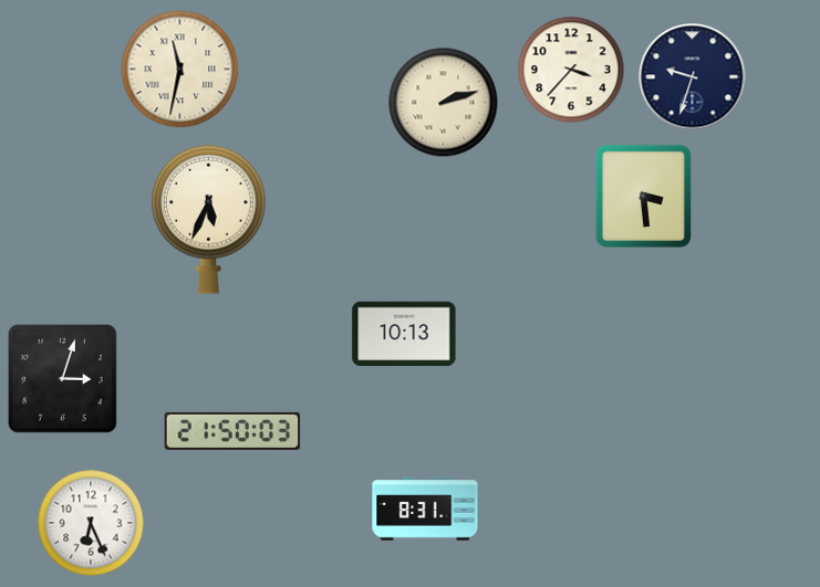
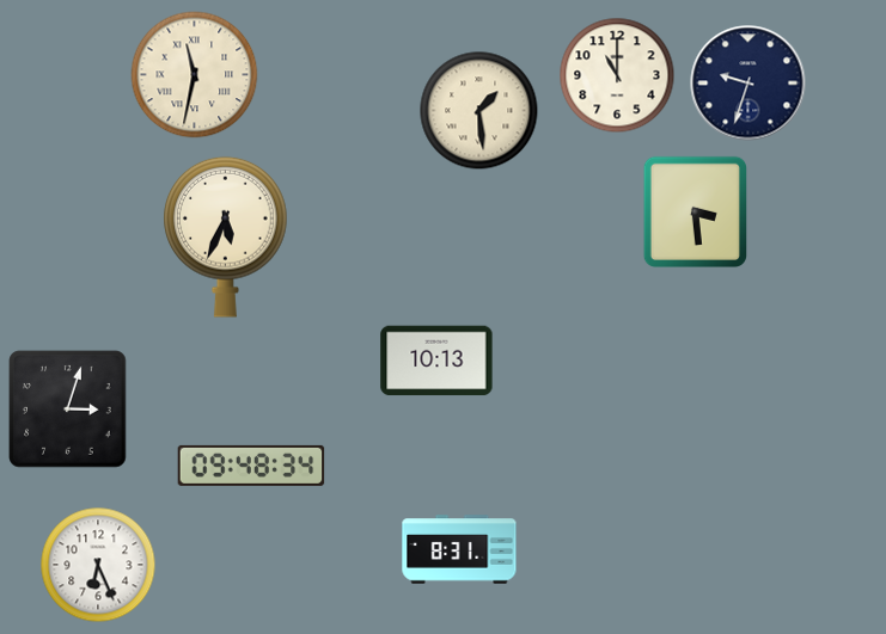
clock at (571, 70): 3:37 -> 11:00
clock at (444, 103): 2:12 -> 1:29
clock at (232, 431): 21:50 -> 09:48
